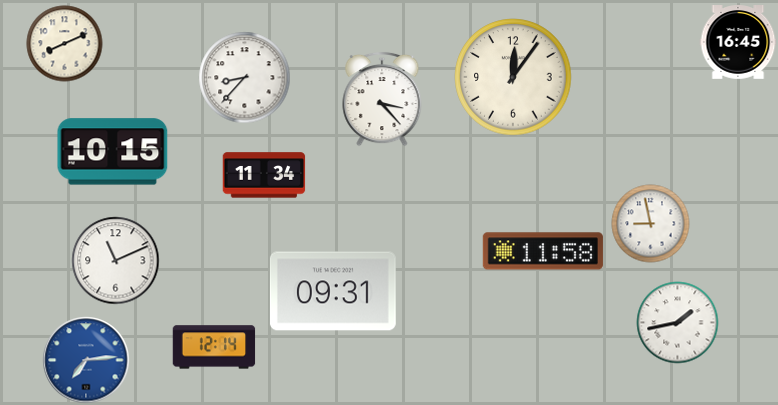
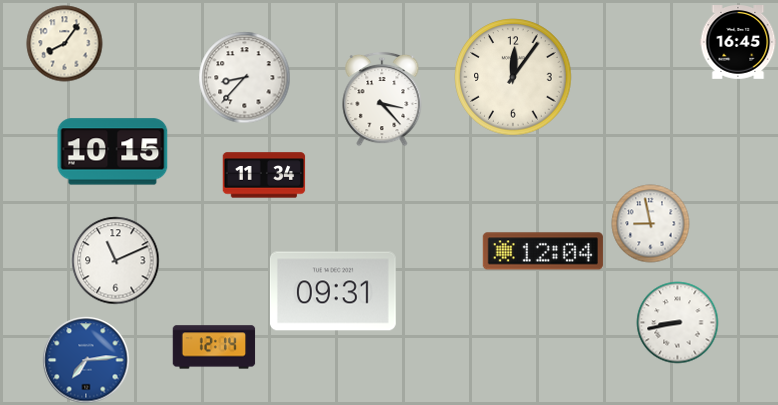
clock at (65, 44): 8:11 -> 8:06
clock at (543, 251): 11:58 -> 12:04
clock at (678, 323): 1:43 -> 8:43
